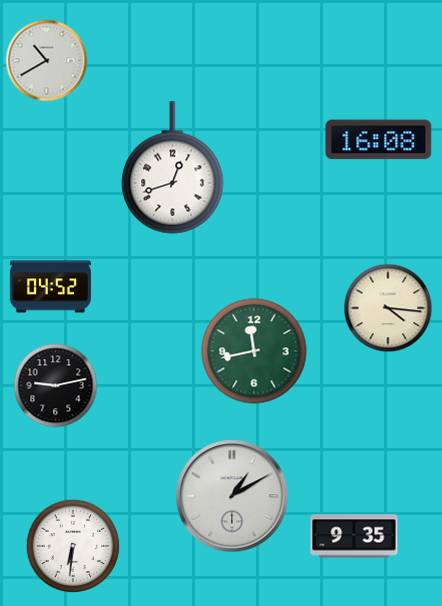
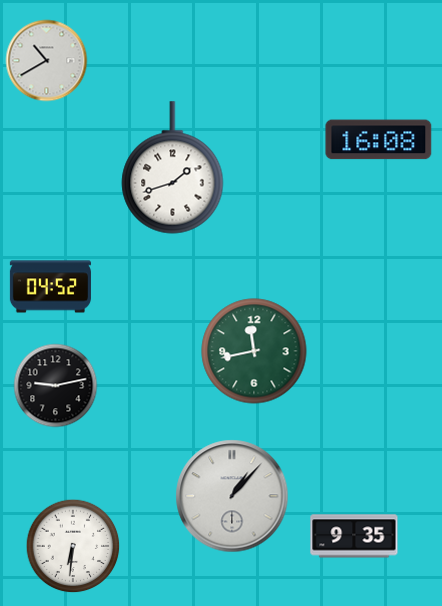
clock at (173, 168): 12:42 -> 1:42
clock at (388, 308): 4:16 -> none
clock at (232, 496): 1:10 -> 1:07
